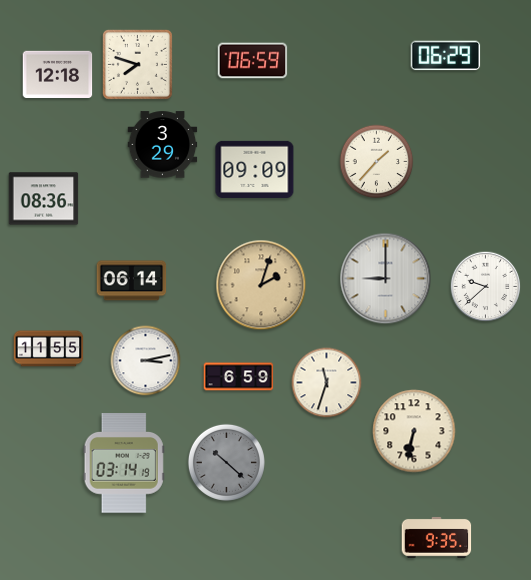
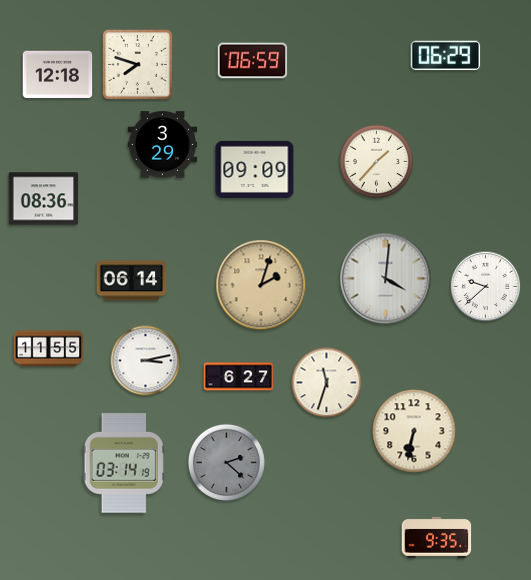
clock at (386, 279): 9:00 -> 4:01
clock at (239, 377): 6:59 -> 6:27
clock at (226, 462): 10:22 -> 2:22
